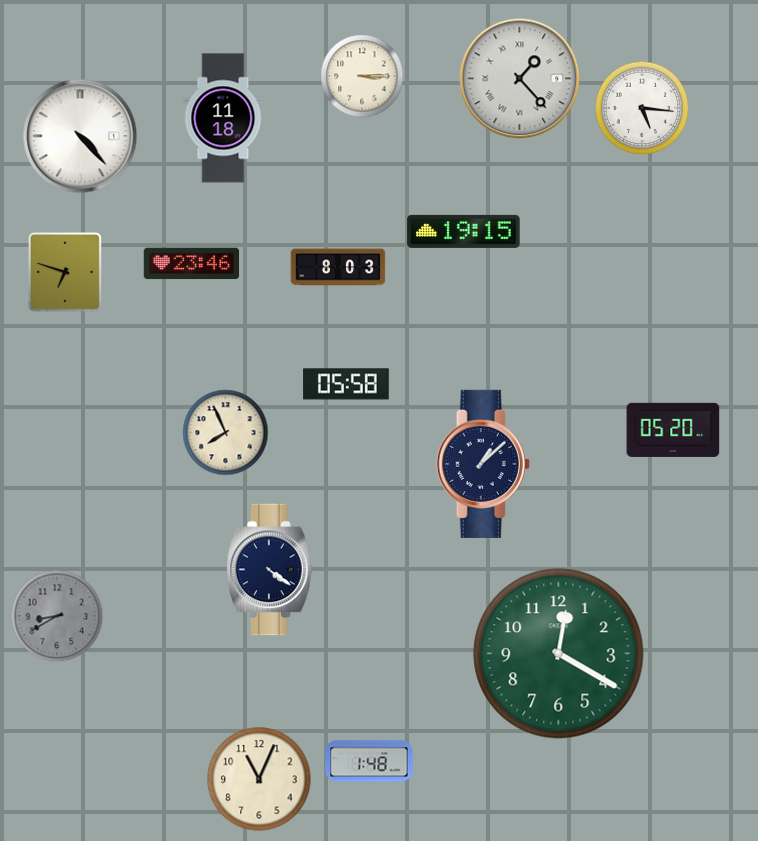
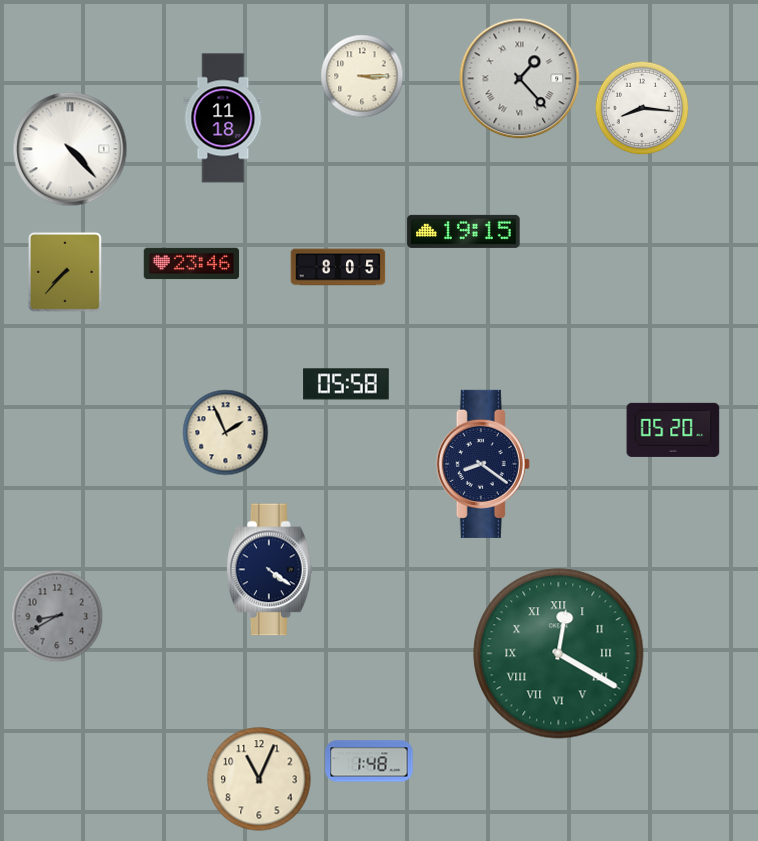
clock at (642, 108): 5:16 -> 8:16
clock at (80, 136) position: (80, 136) -> (70, 149)
clock at (338, 267): 8:03 -> 8:05
clock at (65, 272): 6:48 -> 7:37
clock at (226, 433): 7:56 -> 1:56
clock at (483, 464): 1:08 -> 8:21
clock at (559, 654) numerals: Arabic -> Roman
